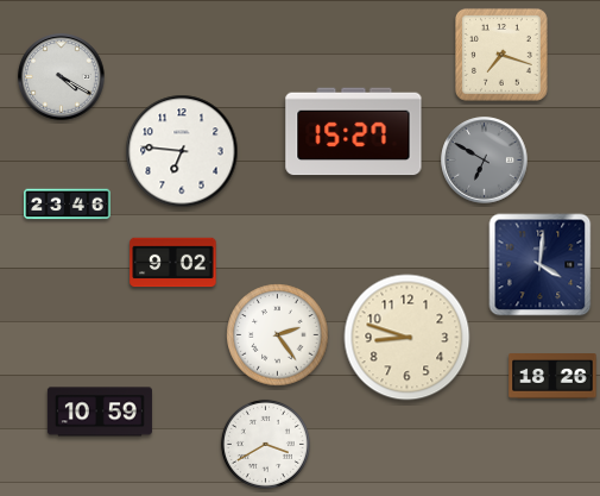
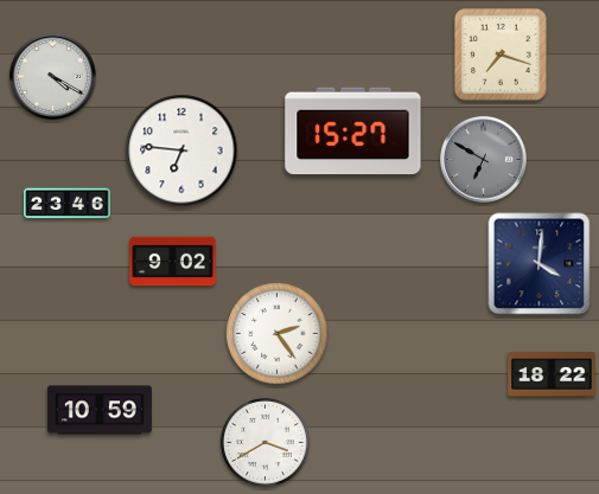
clock at (62, 77) position: (62, 77) -> (53, 77)
clock at (408, 338): 8:48 -> none
clock at (552, 377): 18:26 -> 18:22
